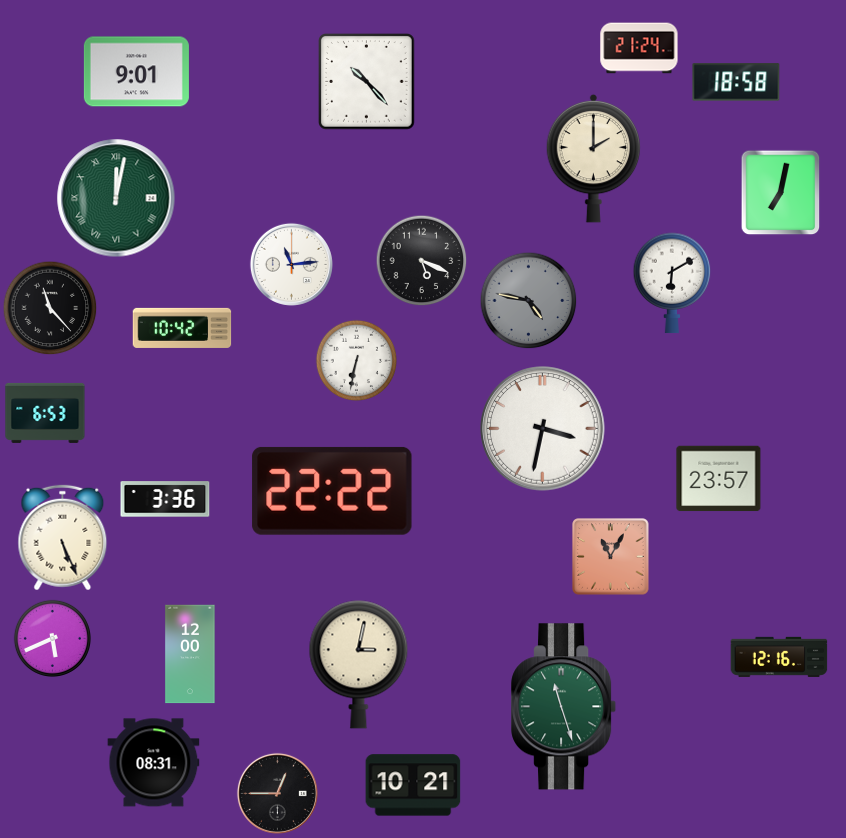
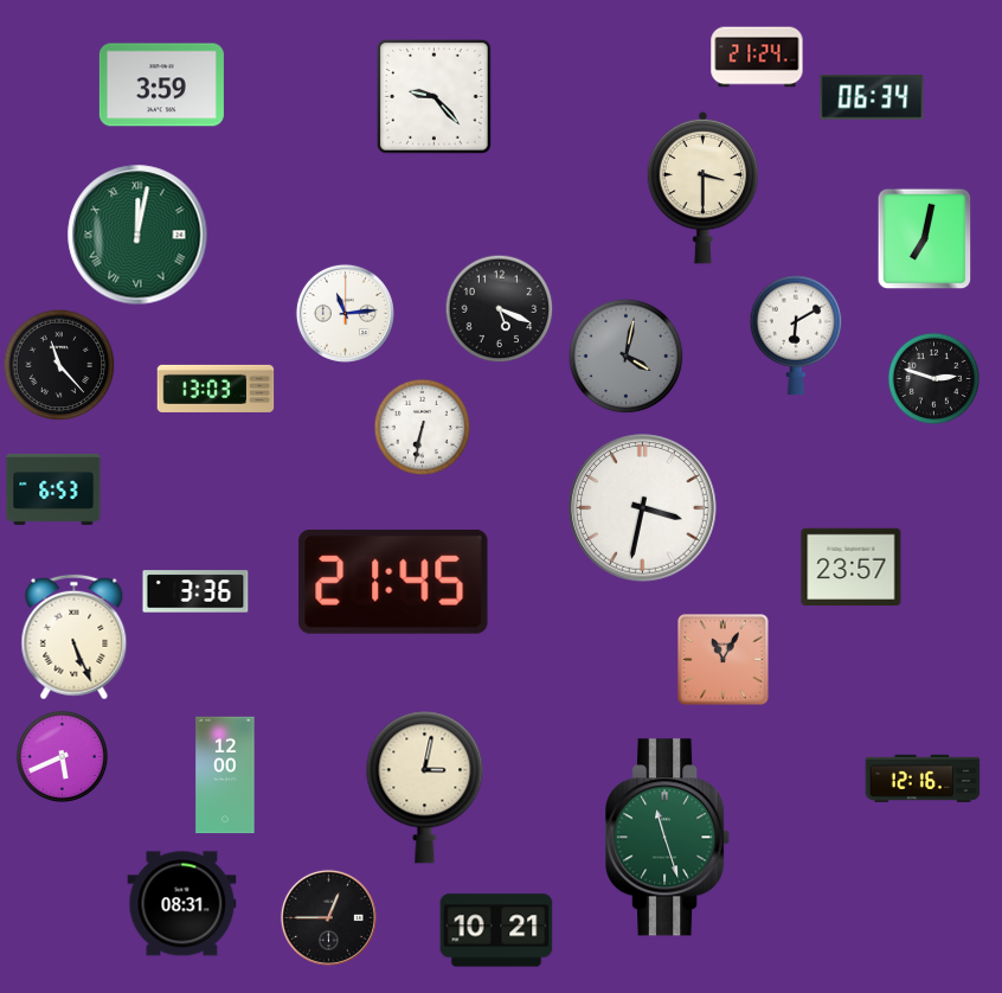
clock at (136, 72): 9:01 -> 3:59
clock at (367, 82): 10:23 -> 9:23
clock at (736, 82): 18:58 -> 06:34
clock at (594, 158): 2:00 -> 3:30
clock at (781, 192) position: (781, 192) -> (925, 238)
clock at (528, 300): 4:47 -> 4:02
clock at (933, 378): none -> 2:48
clock at (182, 328): 10:42 -> 13:03
clock at (332, 491): 22:22 -> 21:45
clock at (413, 785) position: (413, 785) -> (496, 930)
clock at (277, 793) position: (277, 793) -> (328, 917)
